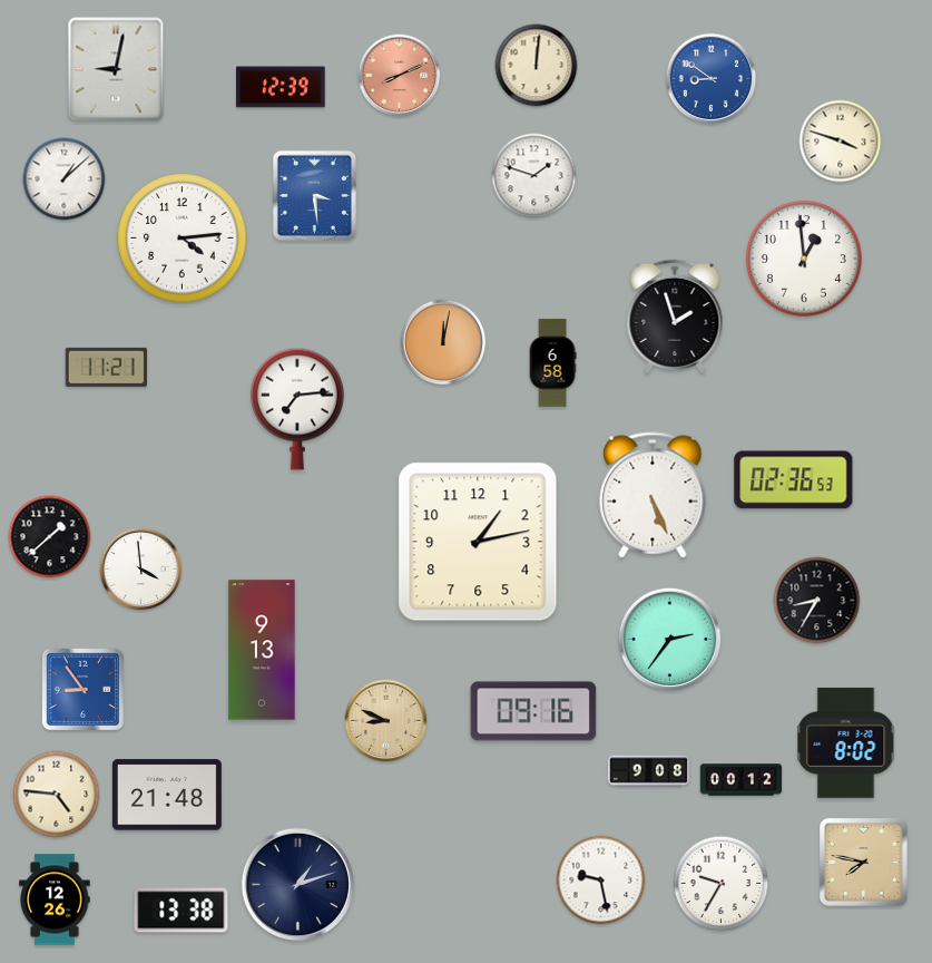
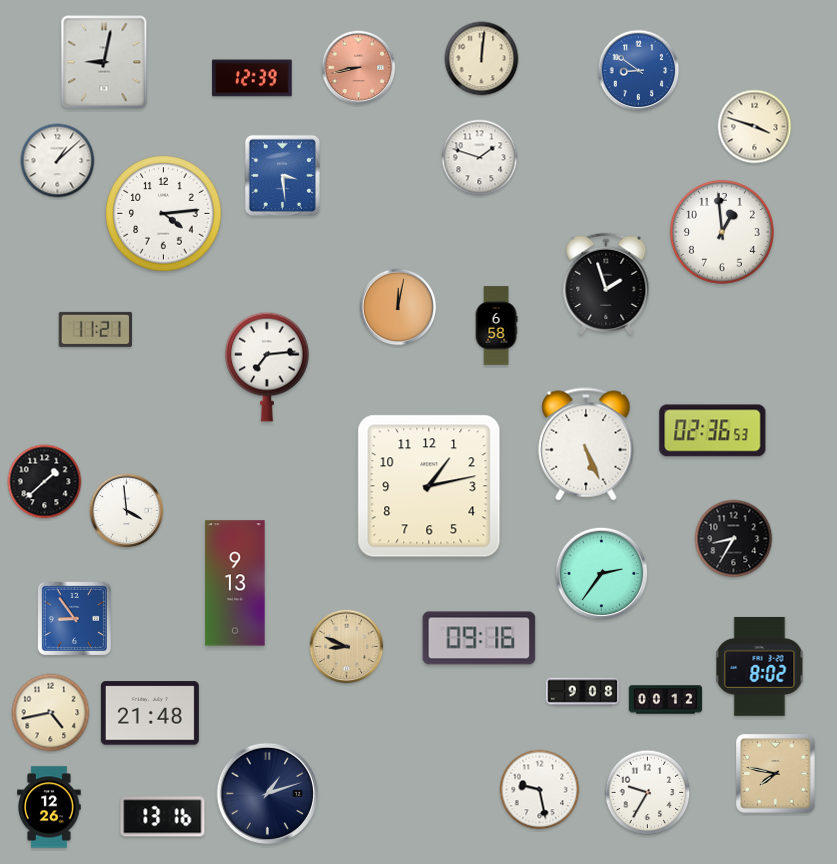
clock at (400, 76): 8:11 -> 8:43
clock at (57, 795): 4:46 -> 4:43
clock at (182, 911): 13:38 -> 13:16
